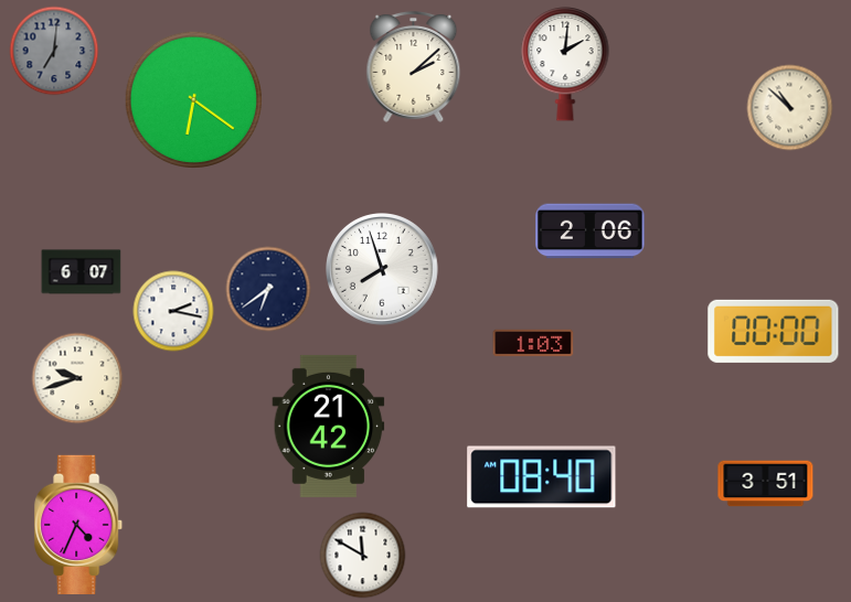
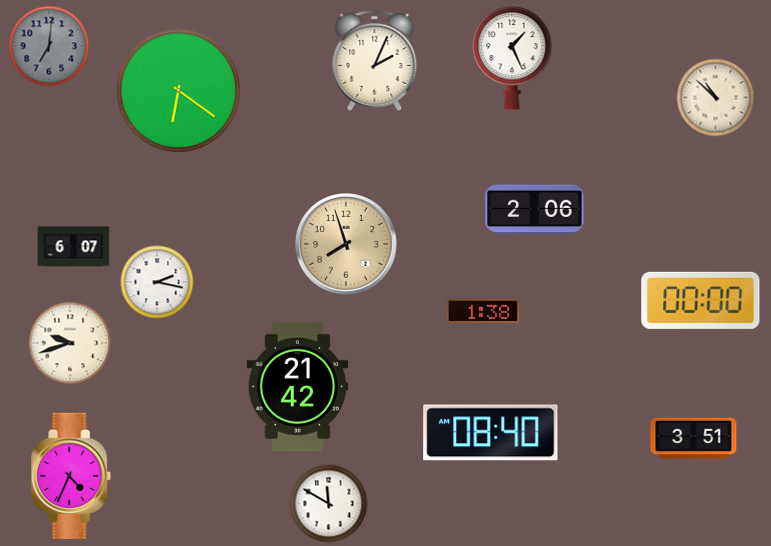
clock at (565, 65): 2:01 -> 1:26
clock at (414, 66): 2:08 -> 2:04
clock at (193, 99) position: (193, 99) -> (178, 90)
clock at (383, 270) dial: white -> champagne
clock at (268, 289): 6:39 -> none
clock at (533, 343): 1:03 -> 1:38
